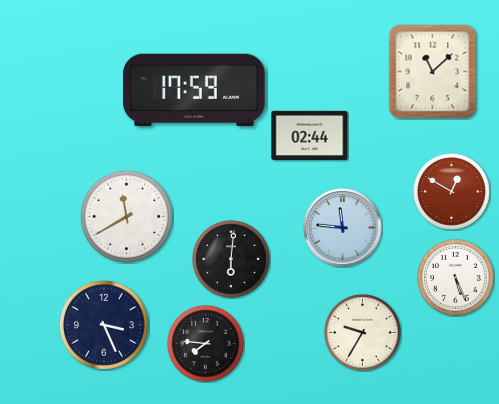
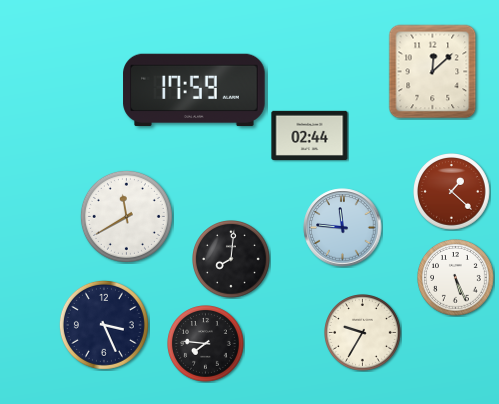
clock at (433, 72): 11:08 -> 12:08
clock at (452, 192): 12:50 -> 1:22
clock at (232, 260): 6:01 -> 8:01
